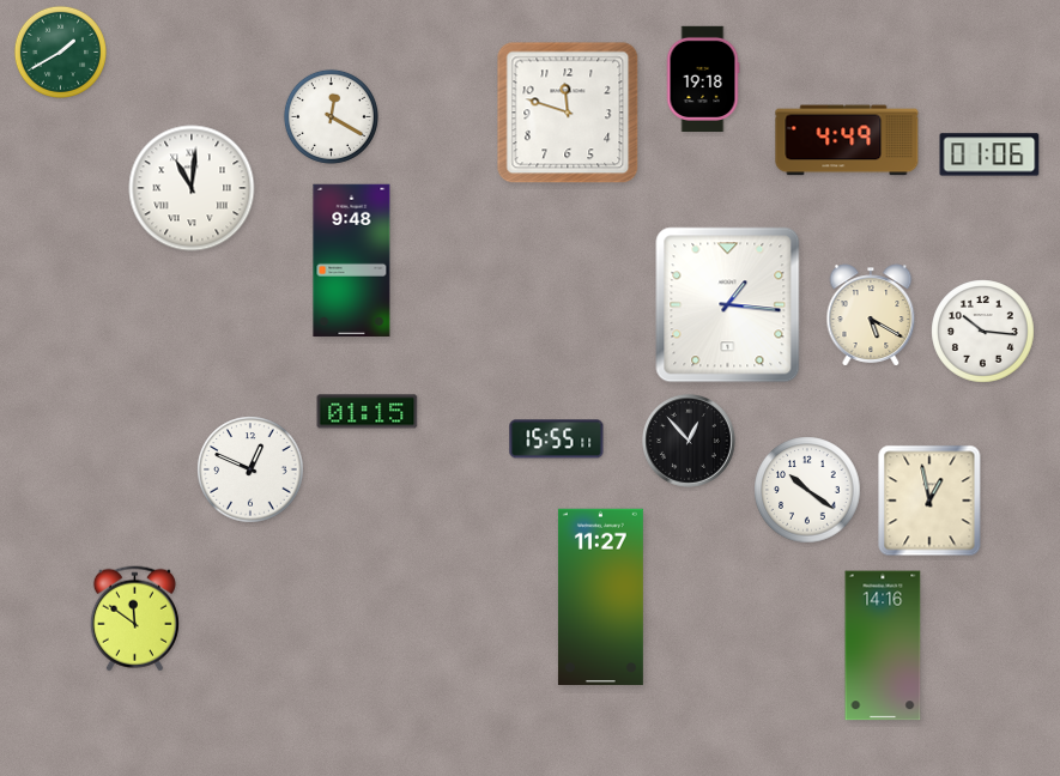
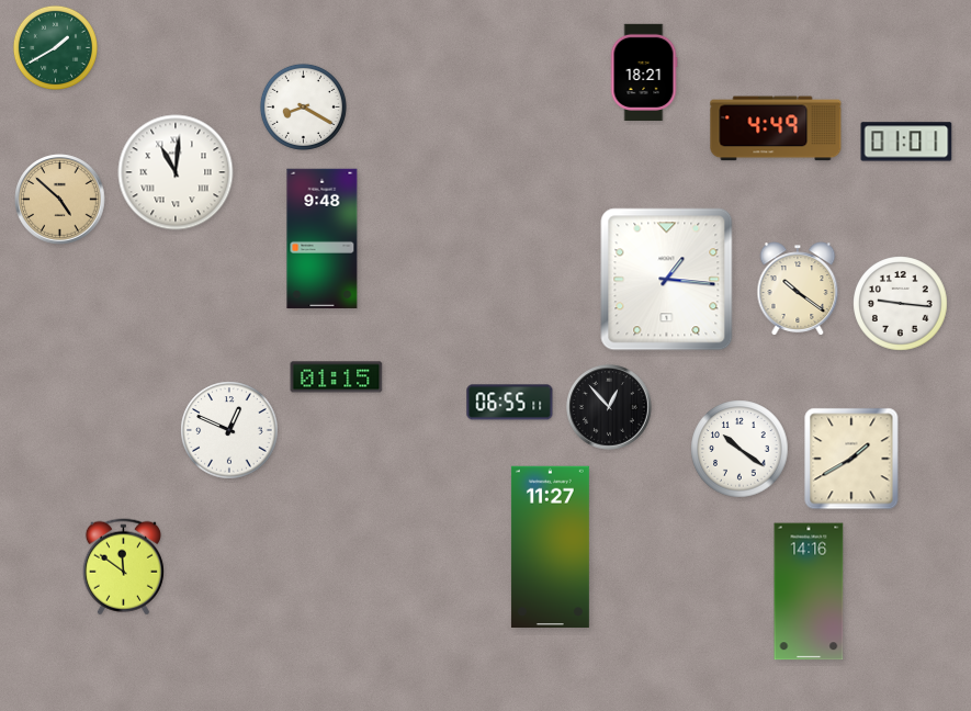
clock at (703, 78): 19:18 -> 18:21
clock at (568, 113): 11:48 -> none
clock at (331, 116): 12:20 -> 8:20
clock at (989, 154): 01:06 -> 01:01
clock at (60, 200): none -> 4:52
clock at (871, 315): 5:20 -> 10:21
clock at (983, 332): 10:16 -> 9:16
clock at (557, 439): 15:55 -> 06:55
clock at (690, 442) position: (690, 442) -> (610, 408)
clock at (929, 501): 12:58 -> 1:40
